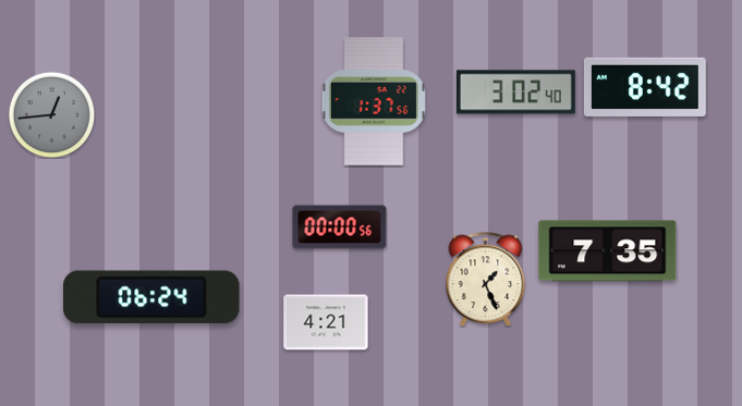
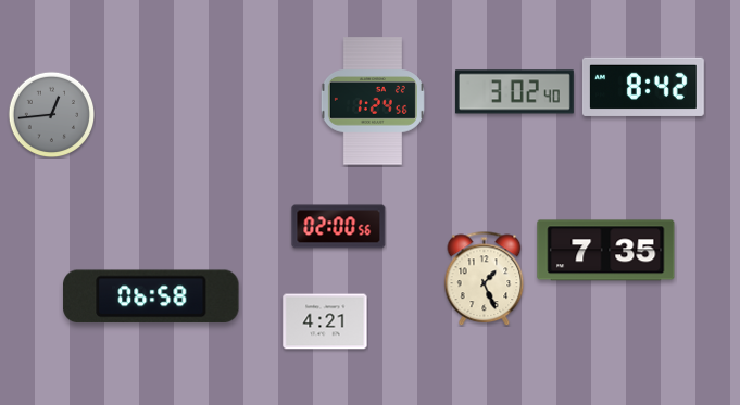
clock at (374, 101): 1:37 -> 1:24
clock at (340, 227): 00:00 -> 02:00
clock at (151, 297): 06:24 -> 06:58
